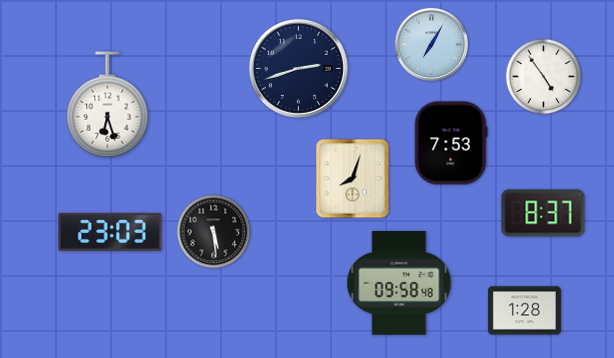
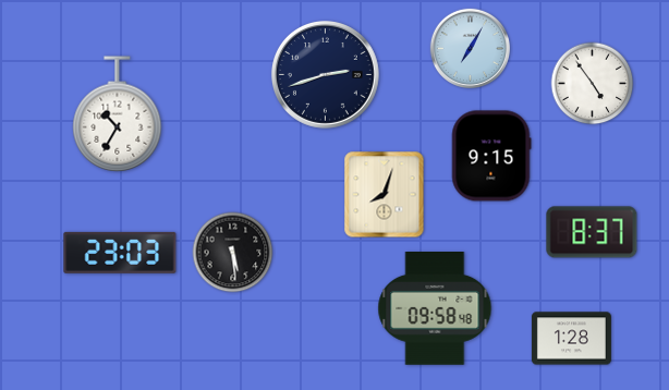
clock at (108, 105): 6:27 -> 10:35
clock at (451, 143): 7:53 -> 9:15
